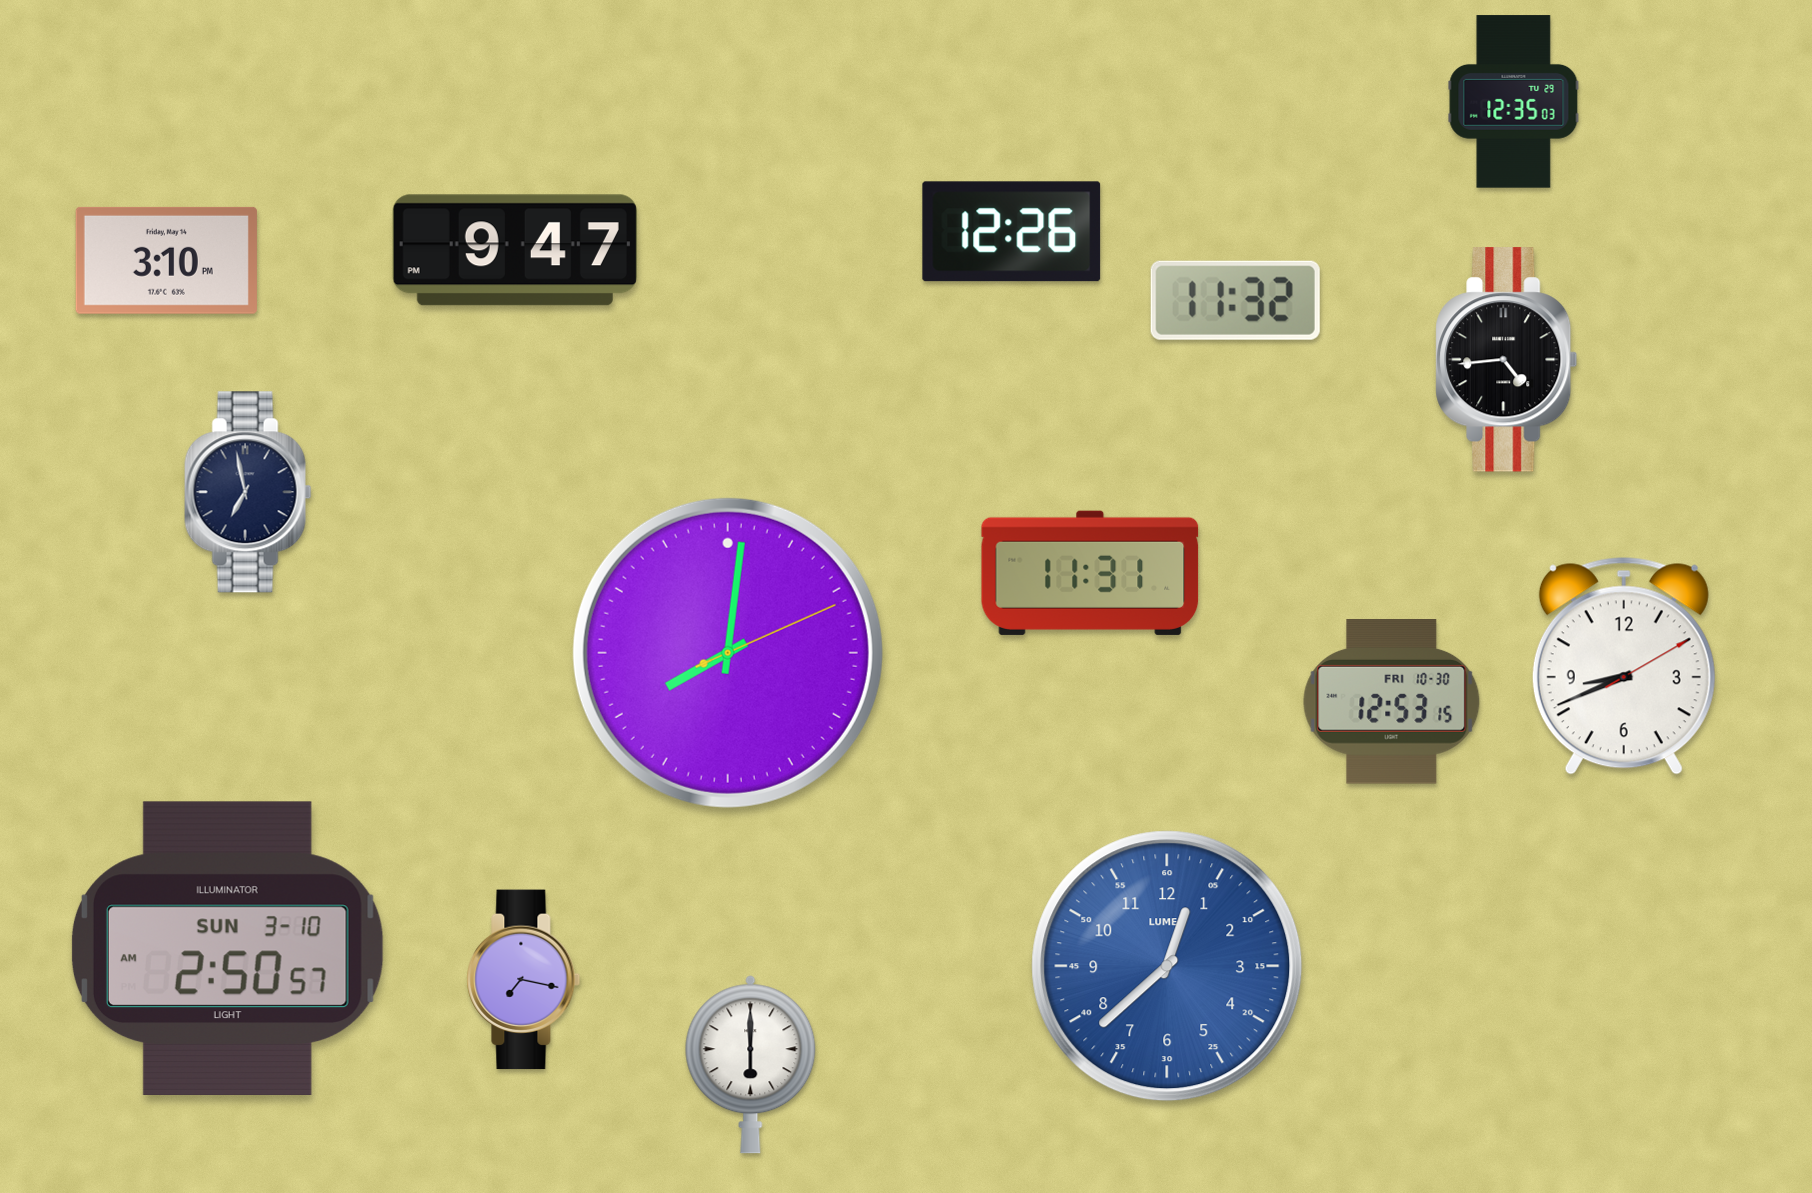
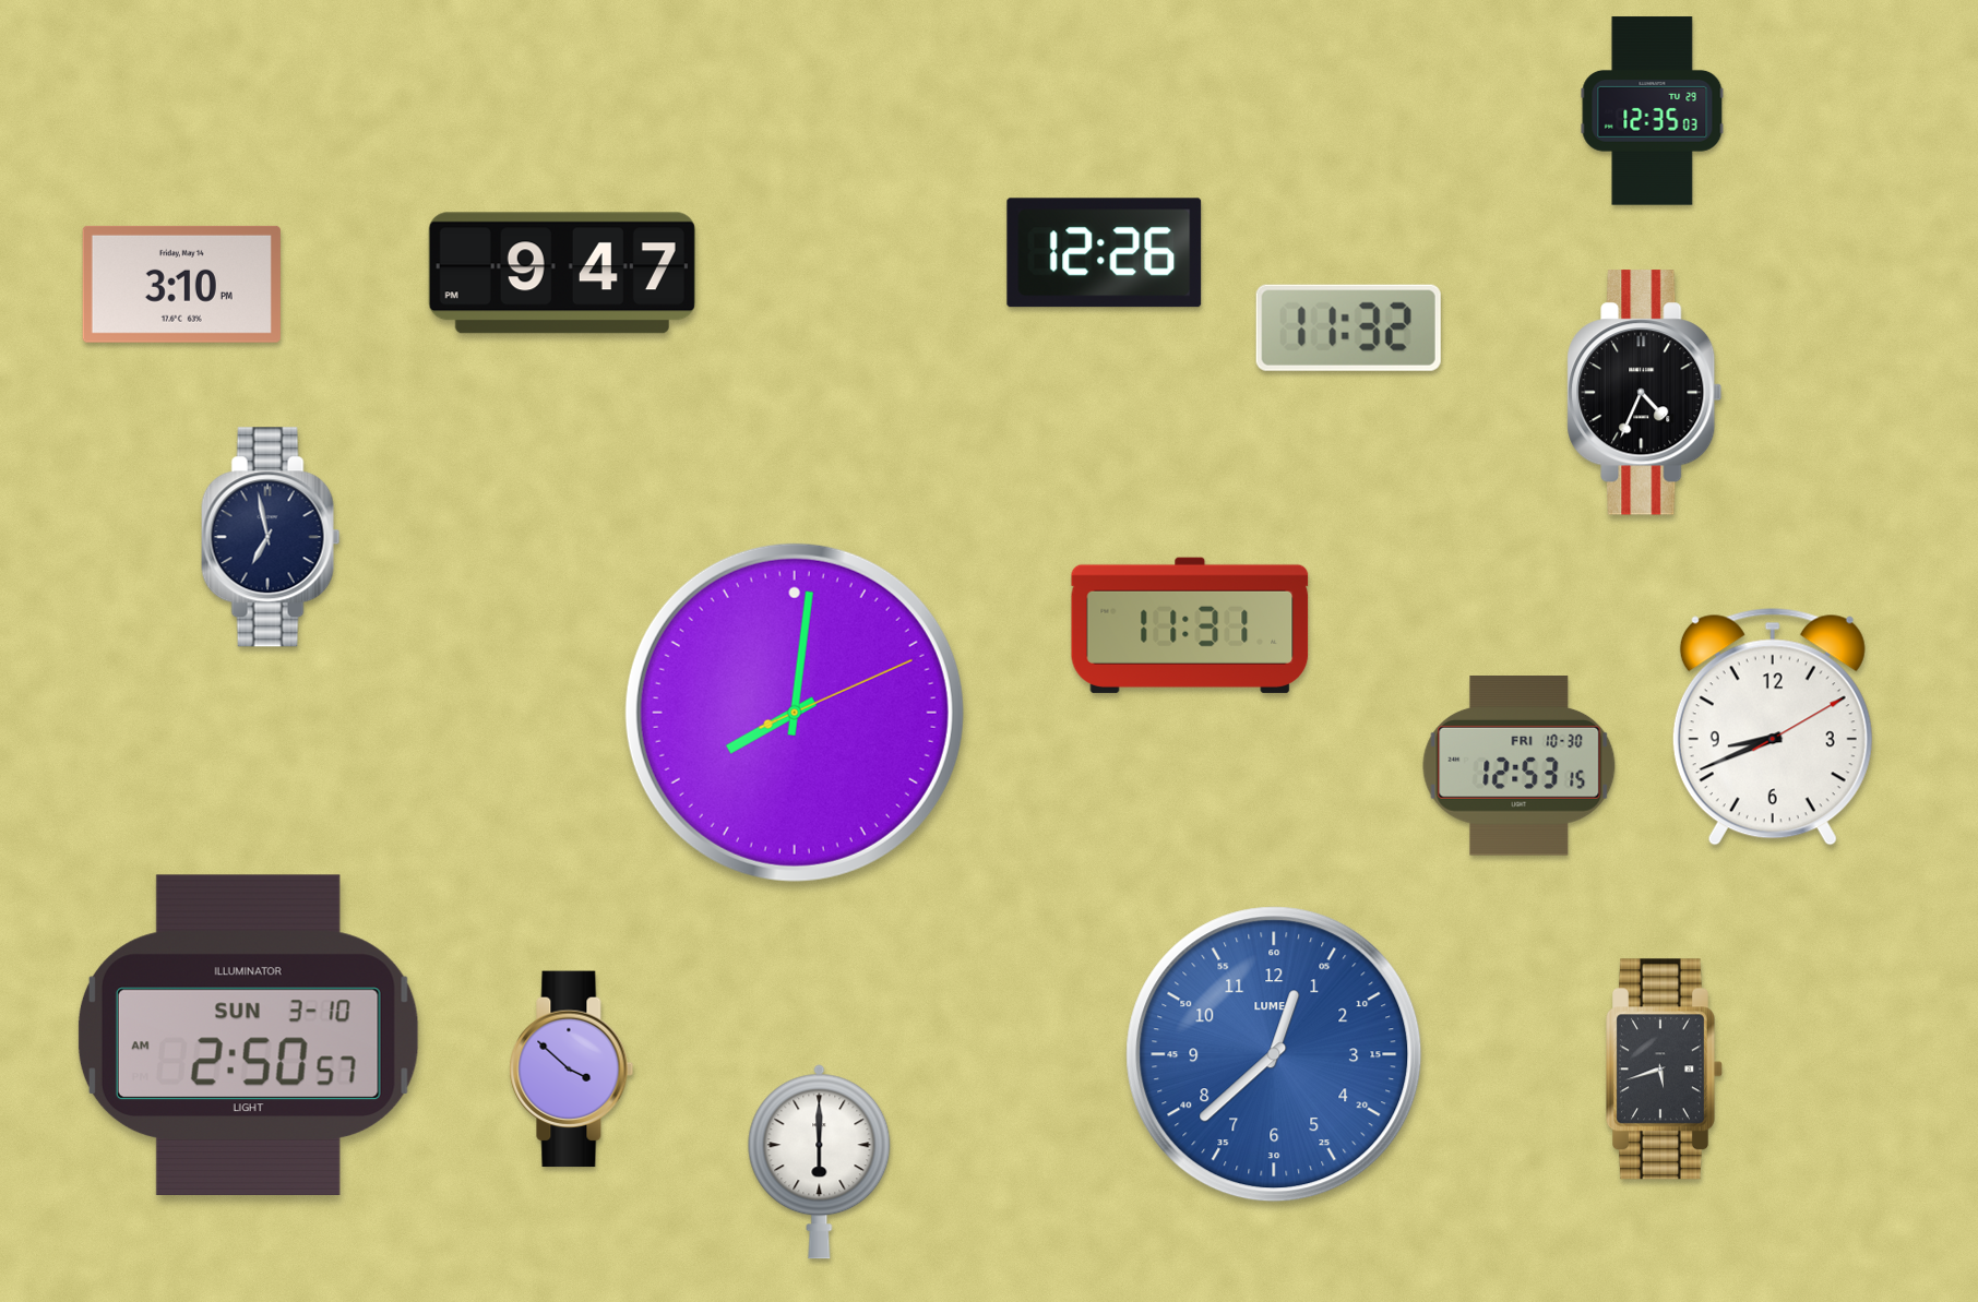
clock at (1507, 360): 4:44 -> 4:34
clock at (524, 980): 7:17 -> 3:52
clock at (1664, 1070): none -> 5:42
